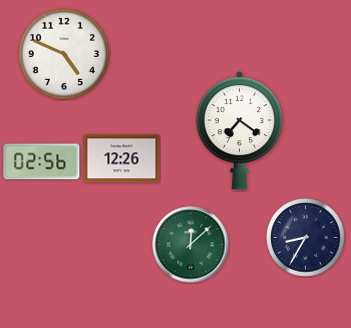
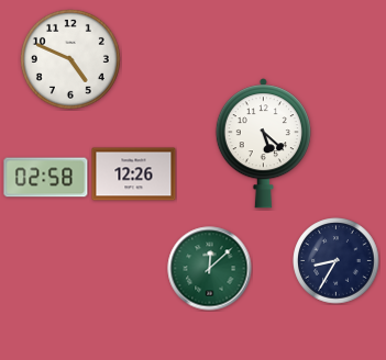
clock at (239, 131): 7:21 -> 5:22
clock at (42, 162): 02:56 -> 02:58
